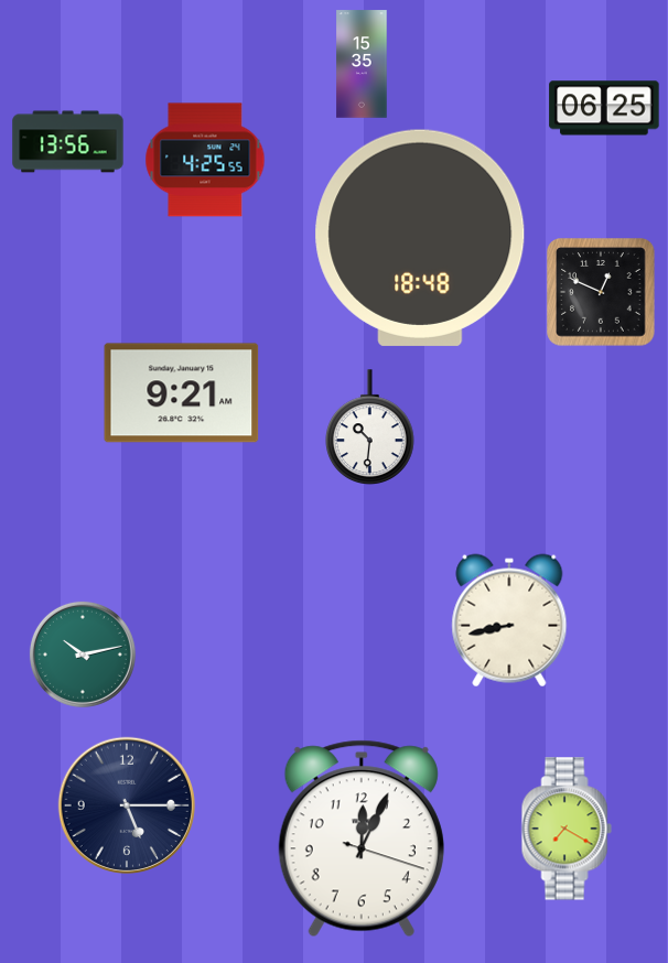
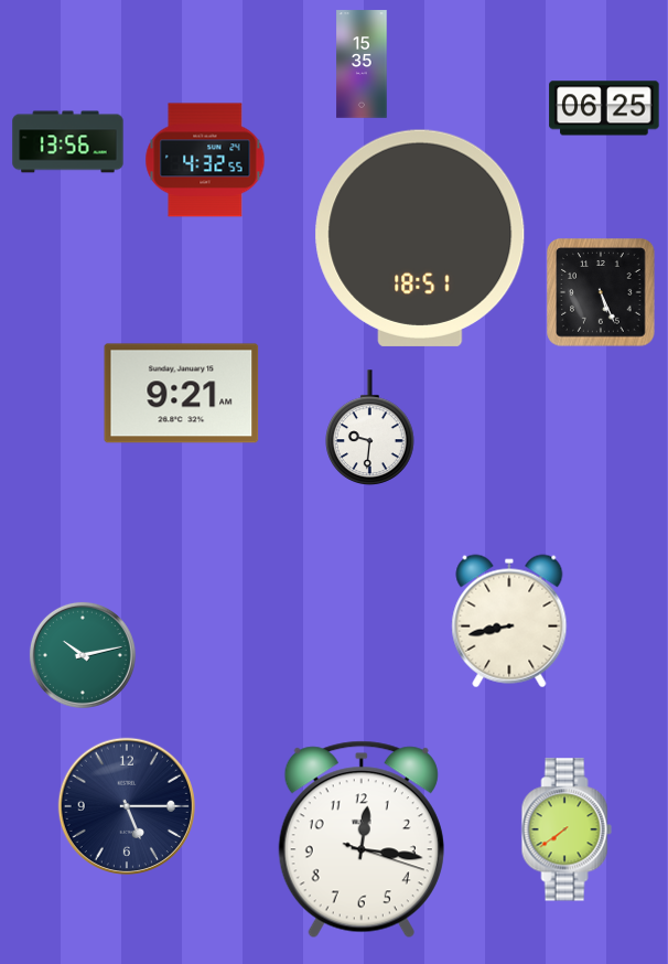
clock at (205, 160): 4:25 -> 4:32
clock at (420, 238): 18:48 -> 18:51
clock at (601, 292): 12:49 -> 5:26
clock at (370, 426): 10:31 -> 9:31
clock at (567, 829): 7:20 -> 7:39
clock at (362, 838): 12:04 -> 12:16
